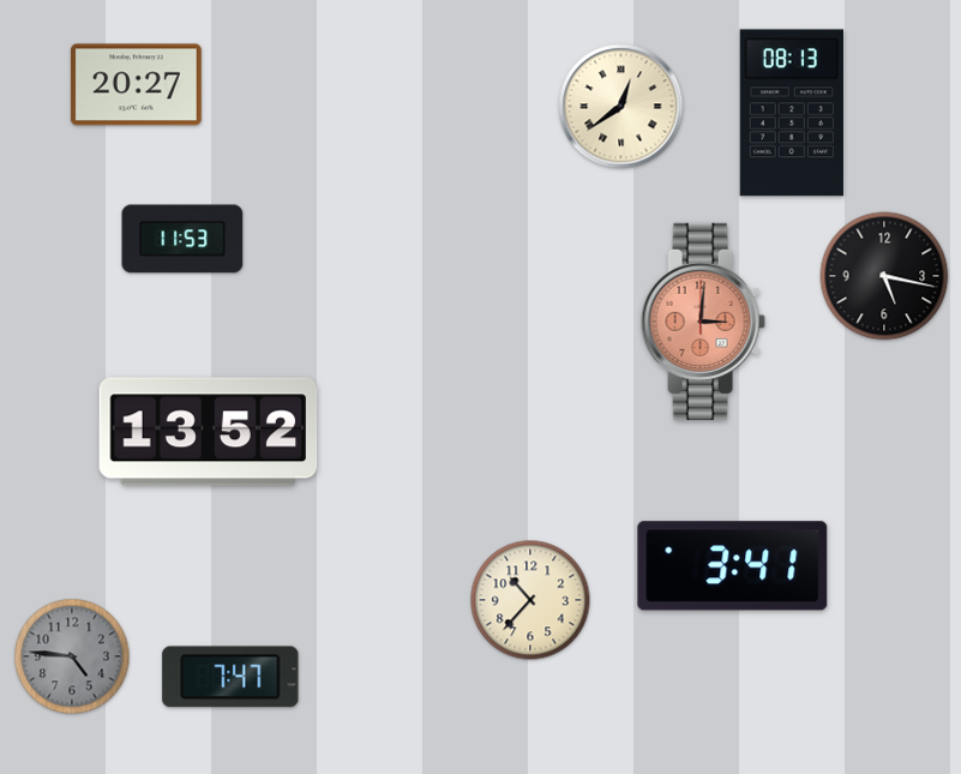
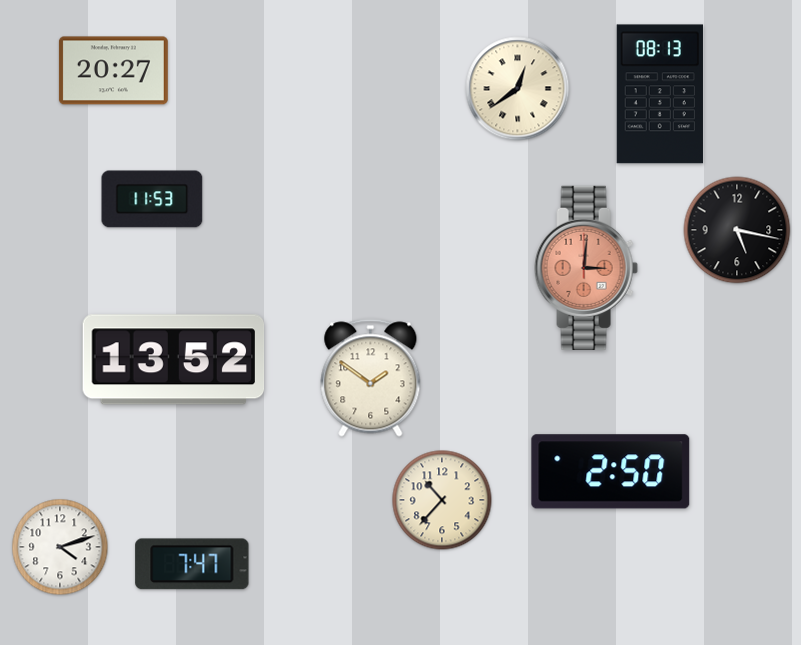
clock at (371, 378): none -> 1:51
clock at (733, 566): 3:41 -> 2:50
clock at (72, 656): 4:46 -> 4:12
clock at (72, 656) dial: grey -> white
